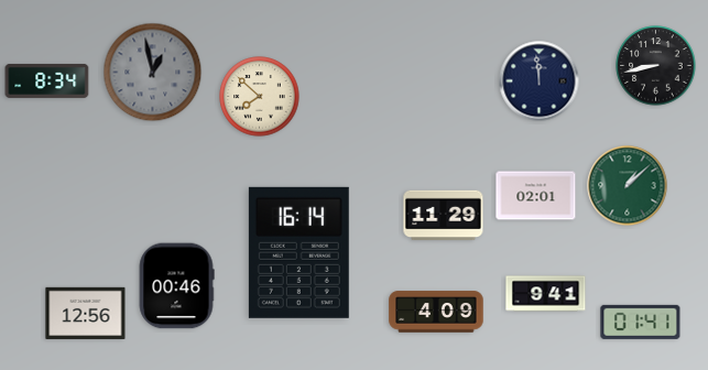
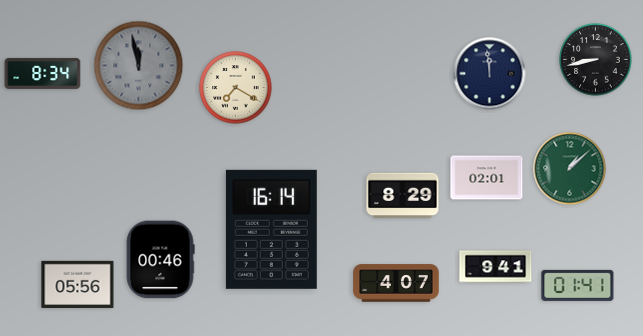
clock at (153, 73): 12:58 -> 11:58
clock at (260, 97): 7:52 -> 7:20
clock at (444, 216): 11:29 -> 8:29
clock at (436, 312): 4:09 -> 4:07
clock at (86, 313): 12:56 -> 05:56
clock at (641, 322) position: (641, 322) -> (578, 285)
